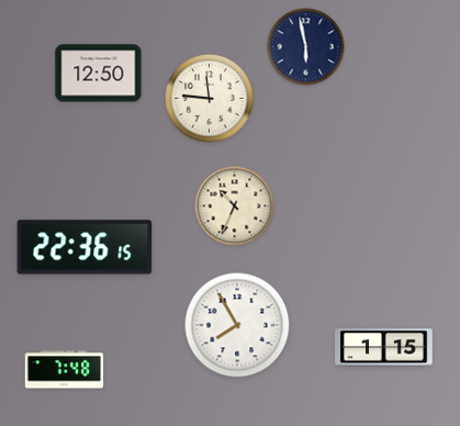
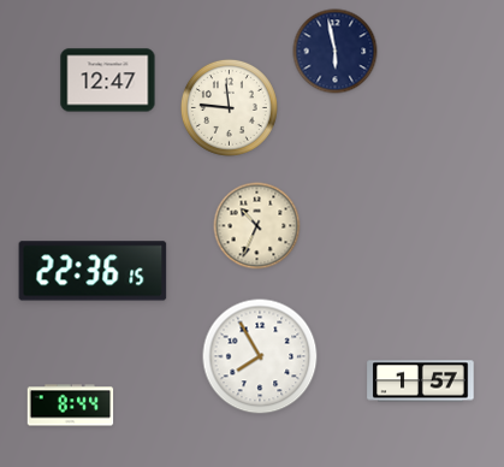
clock at (99, 74): 12:50 -> 12:47
clock at (384, 348): 1:15 -> 1:57
clock at (65, 370): 7:48 -> 8:44
